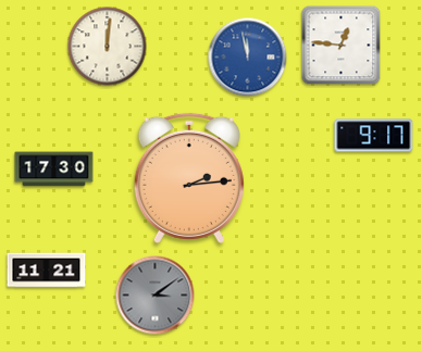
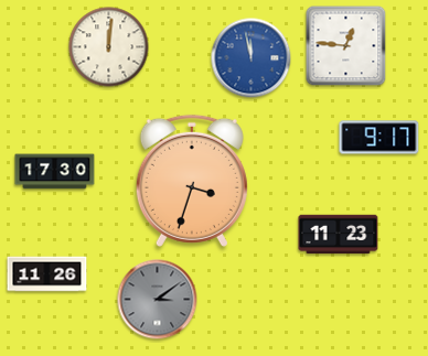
clock at (189, 178): 2:14 -> 3:33
clock at (339, 235): none -> 11:23
clock at (47, 271): 11:21 -> 11:26
